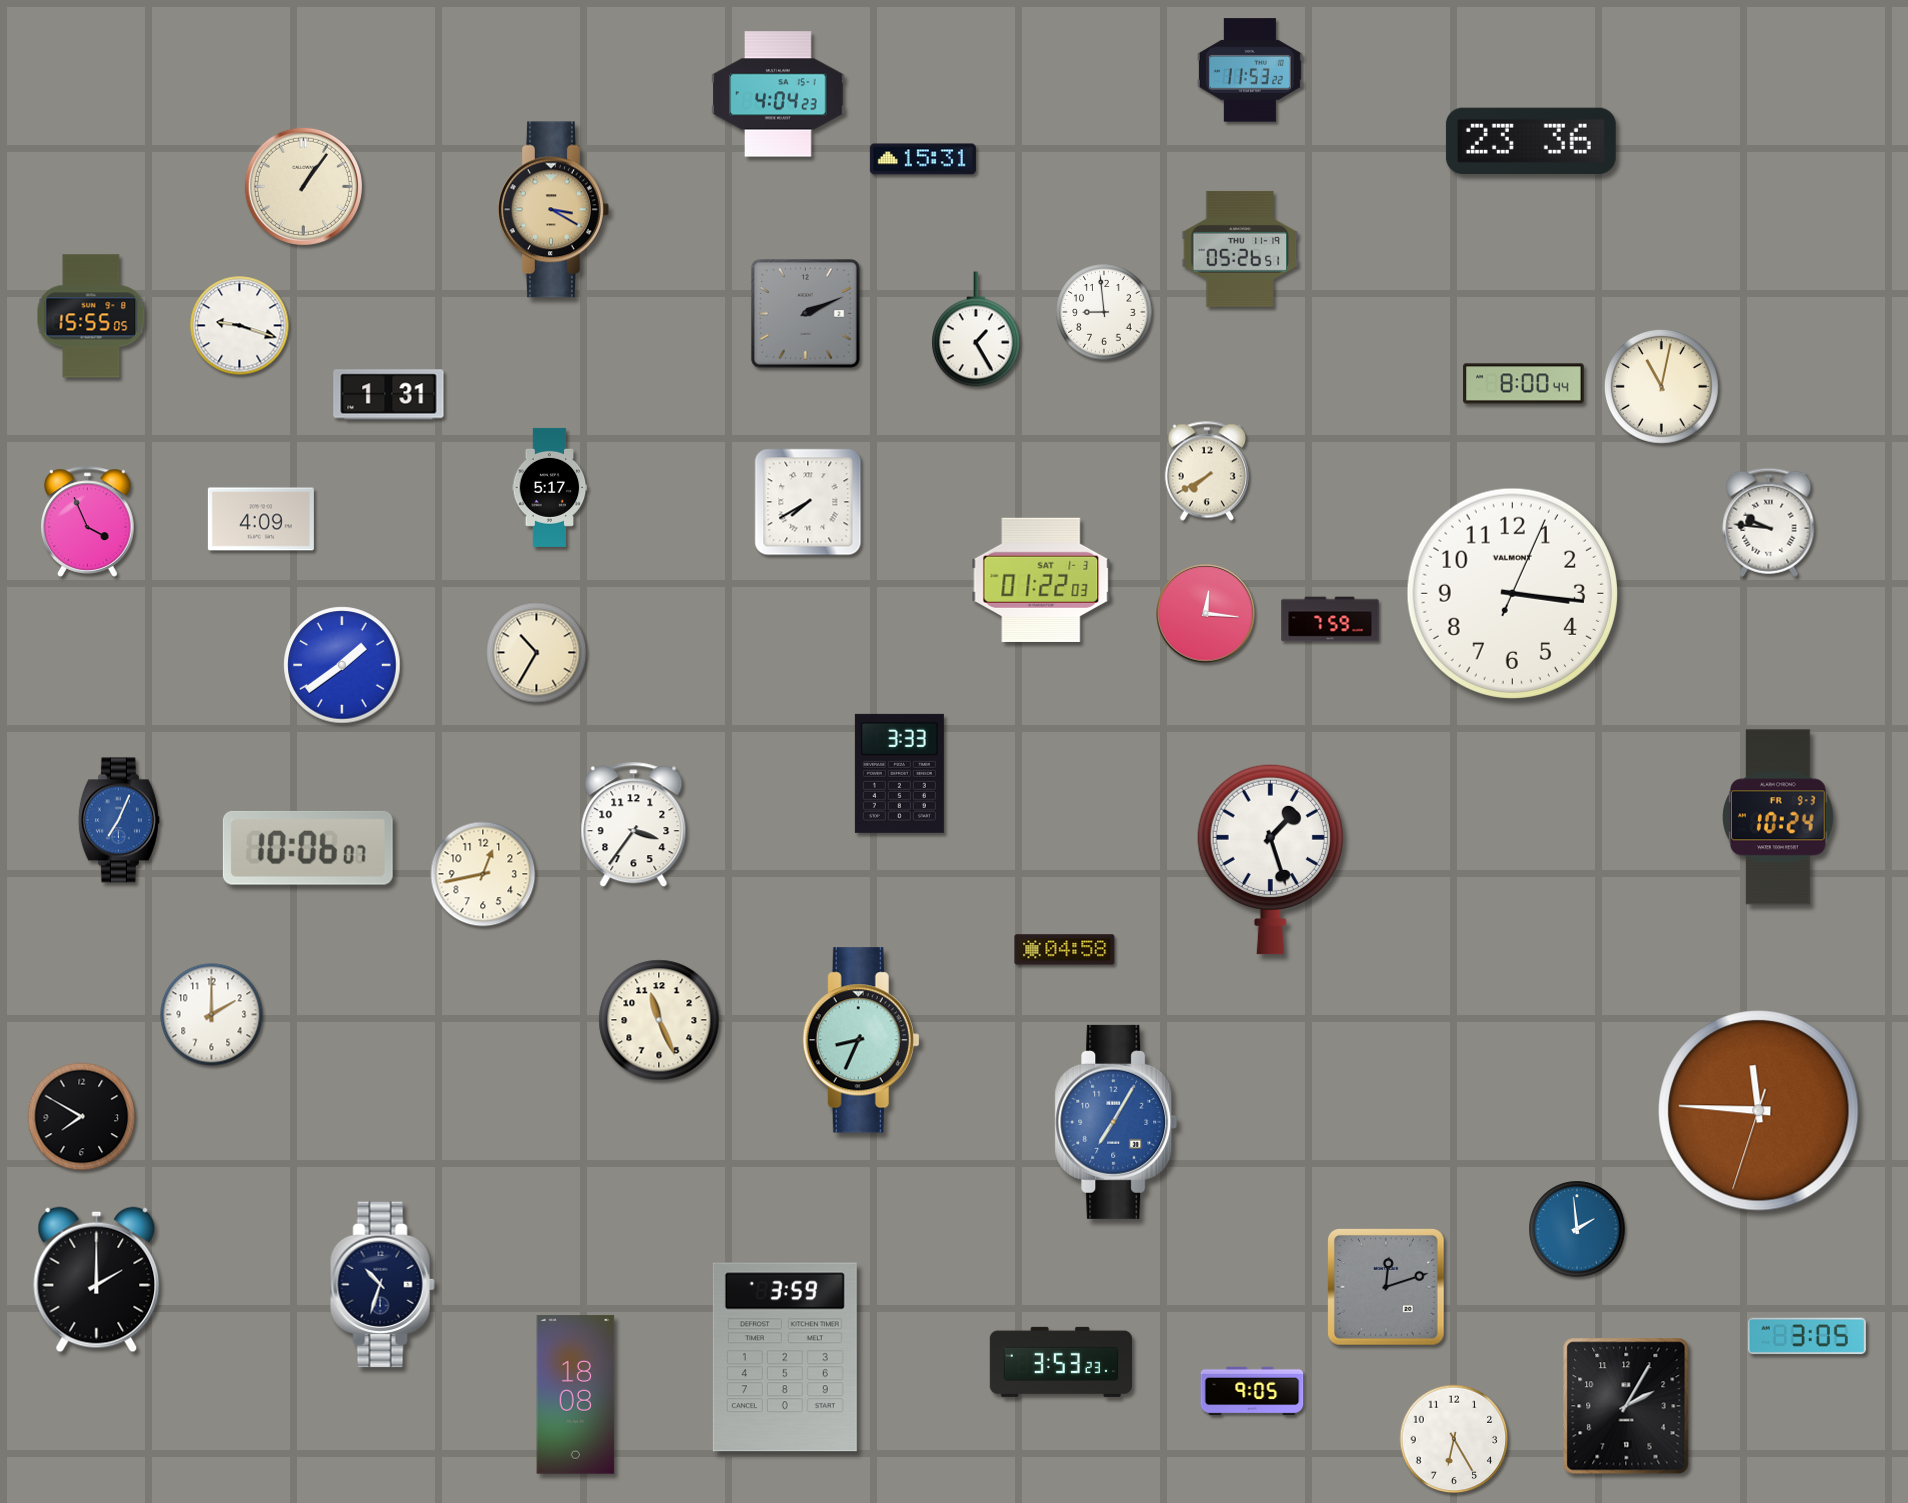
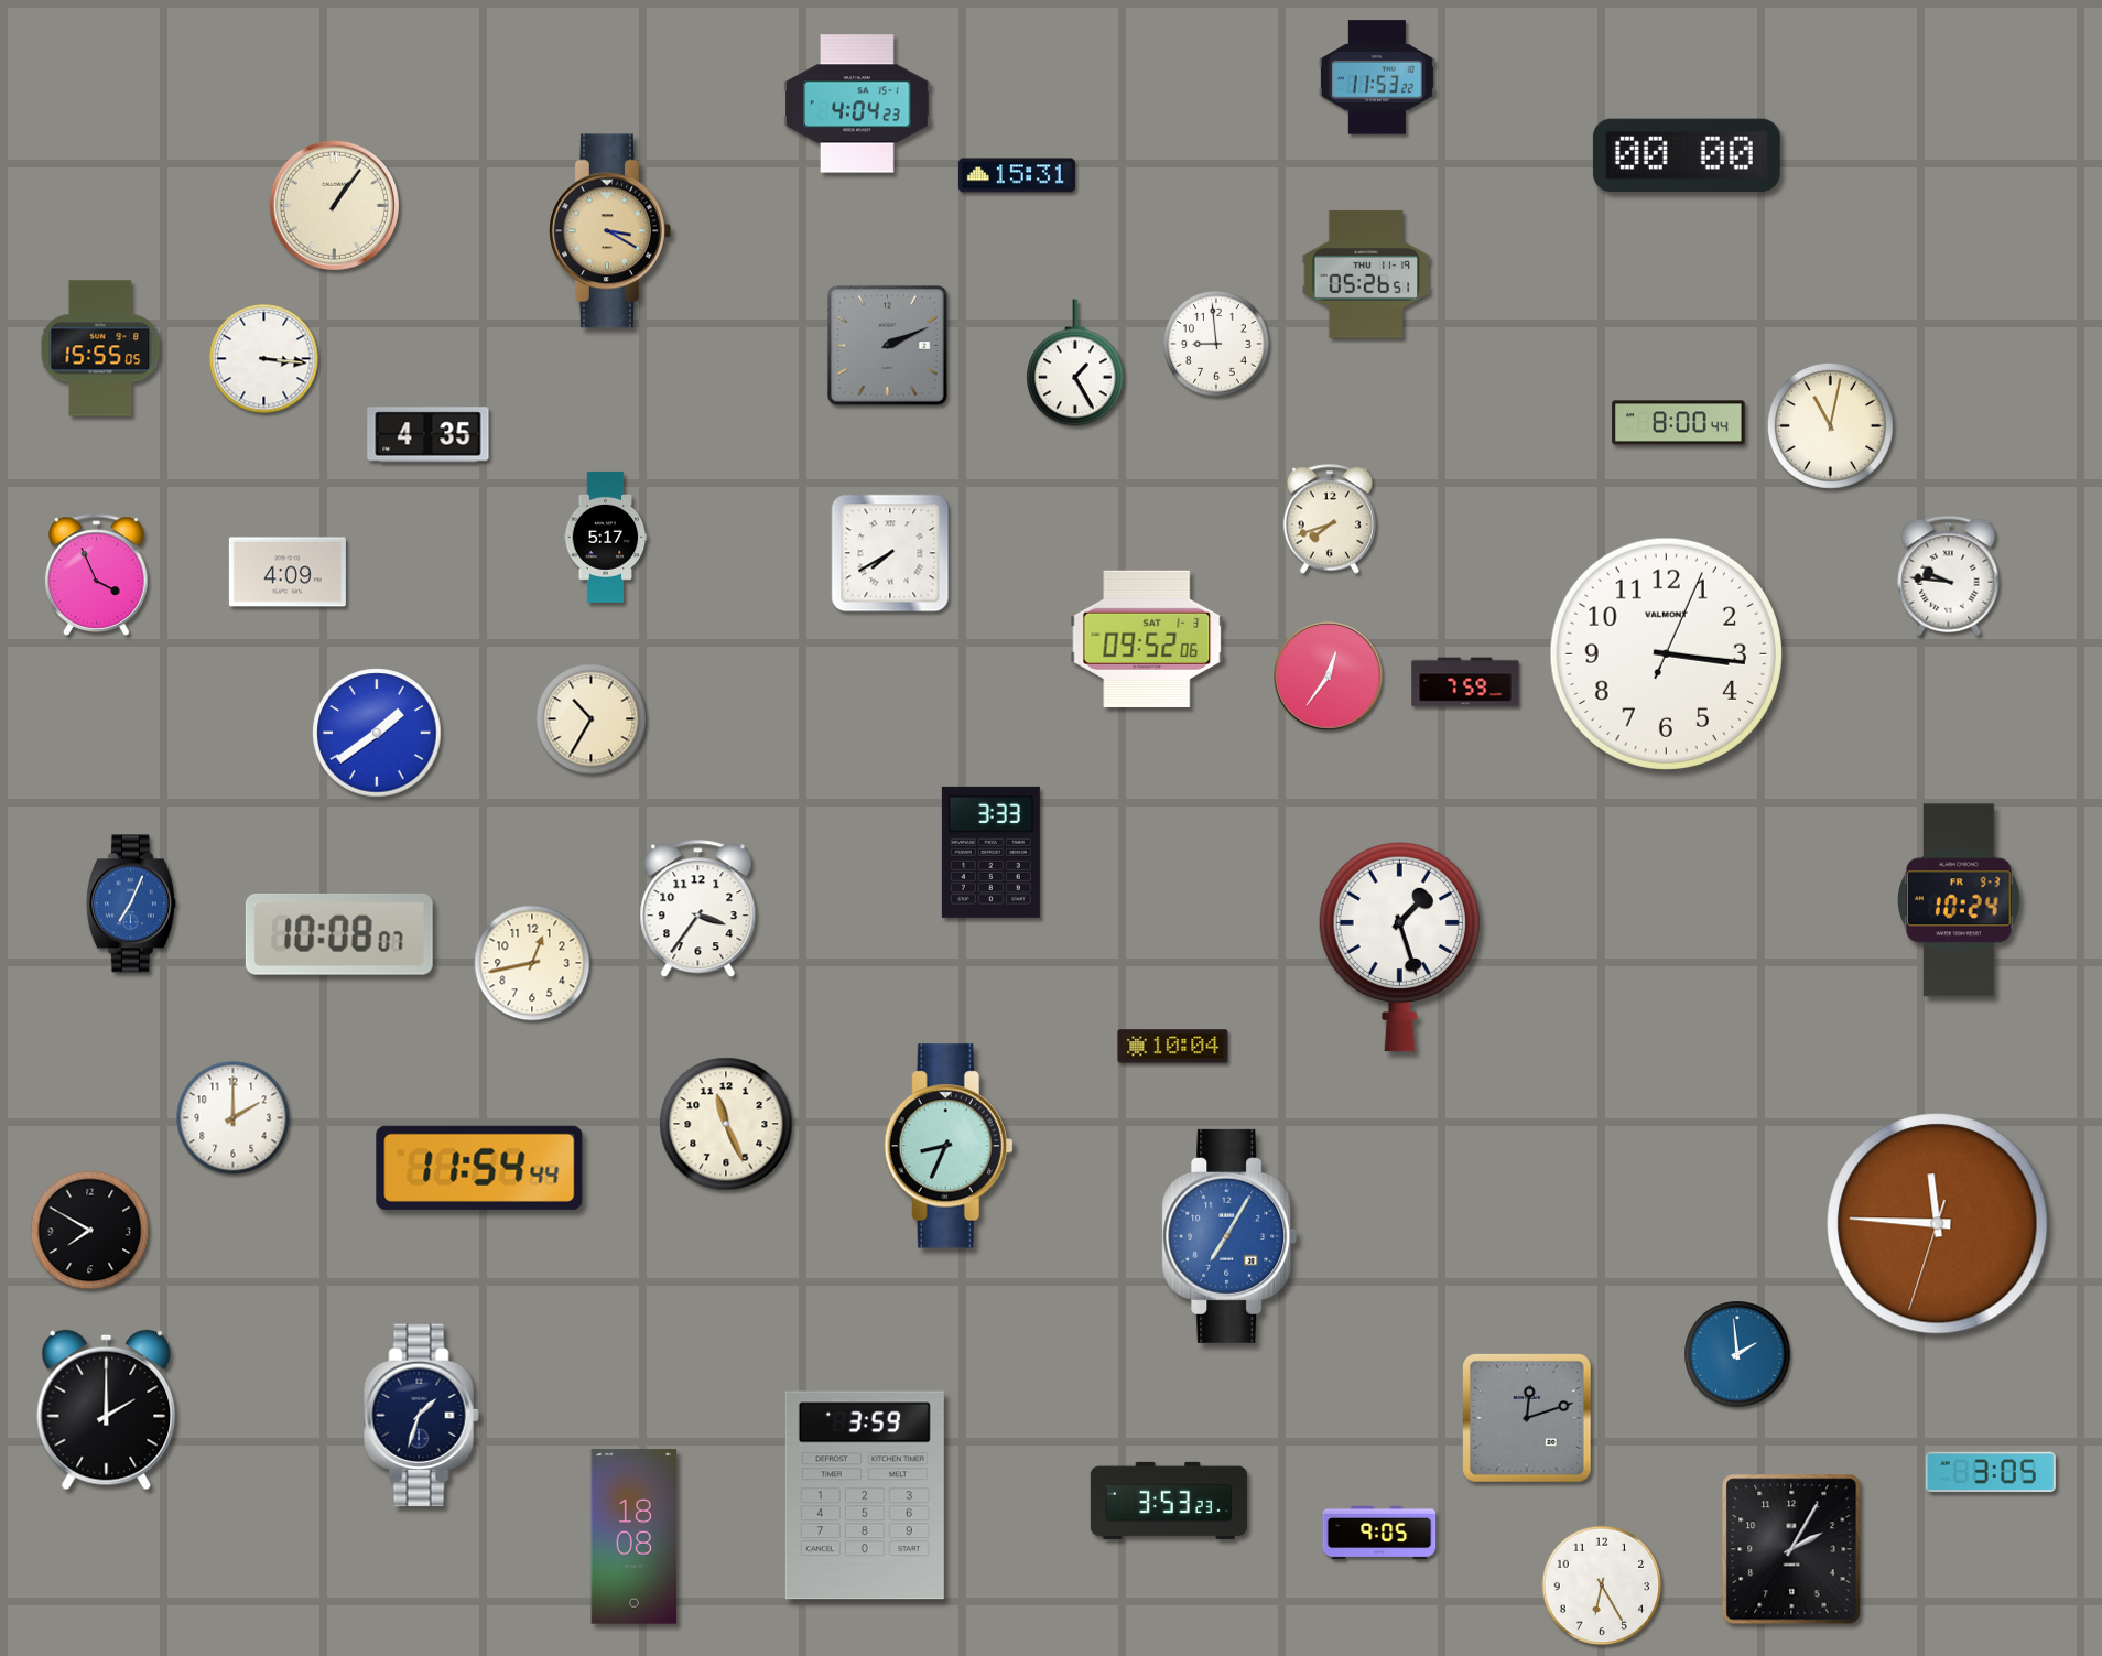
clock at (1531, 141): 23:36 -> 00:00
clock at (240, 326): 9:18 -> 3:16
clock at (389, 395): 1:31 -> 4:35
clock at (1207, 471): 7:40 -> 7:42
clock at (1041, 579): 01:22 -> 09:52
clock at (1206, 614): 12:16 -> 12:36
clock at (308, 848): 10:06 -> 10:08
clock at (1065, 950): 04:58 -> 10:04
clock at (479, 1168): none -> 11:54
clock at (382, 1285): 10:33 -> 1:33
